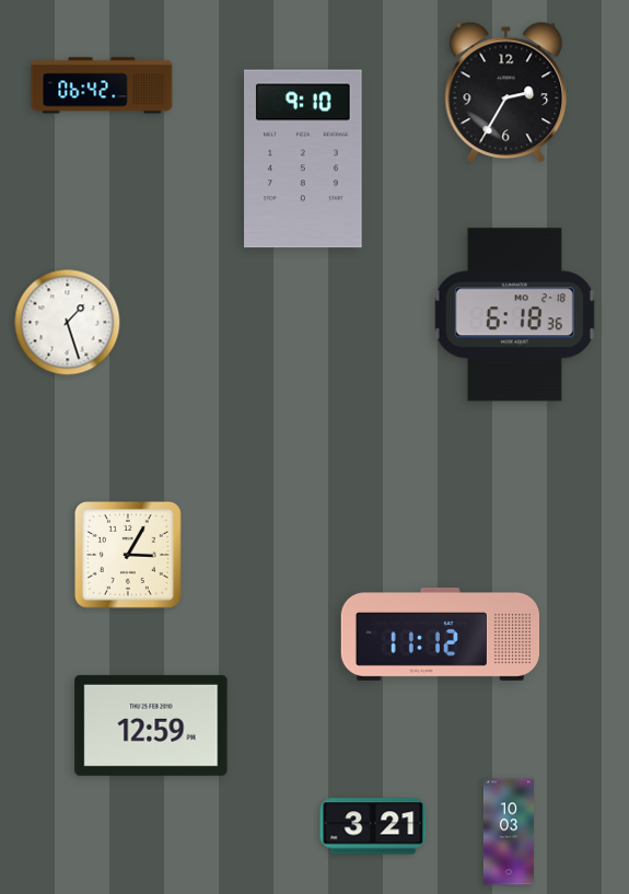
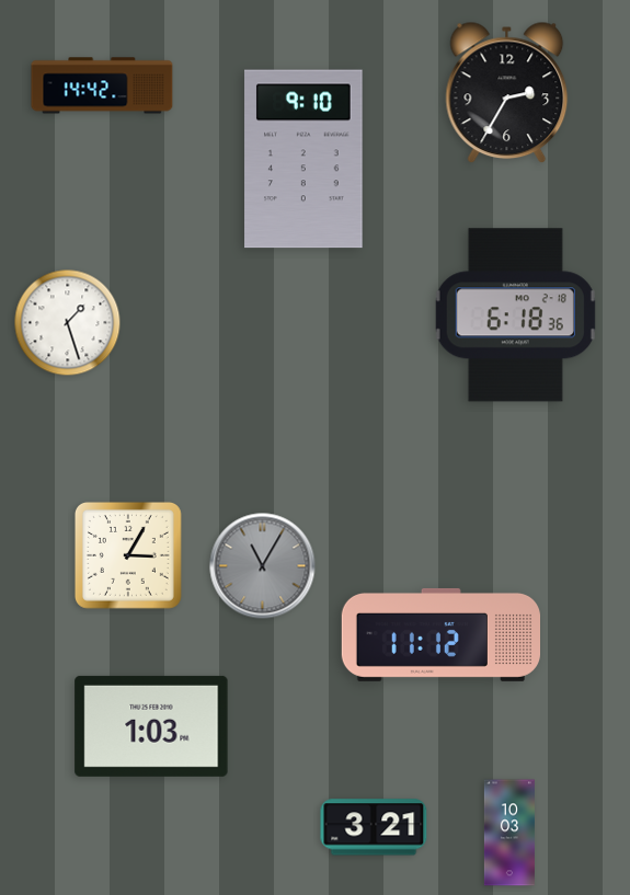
clock at (102, 85): 06:42 -> 14:42
clock at (263, 566): none -> 11:05
clock at (151, 725): 12:59 -> 1:03
